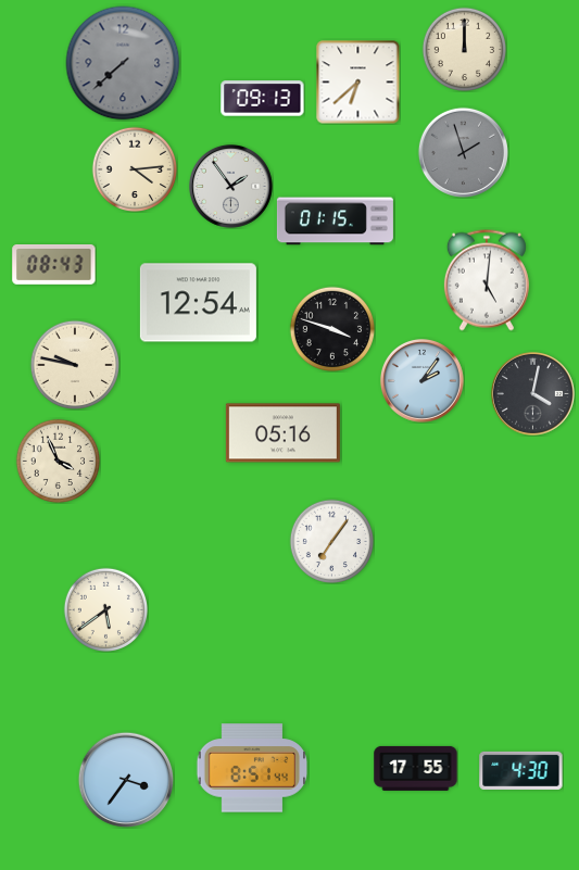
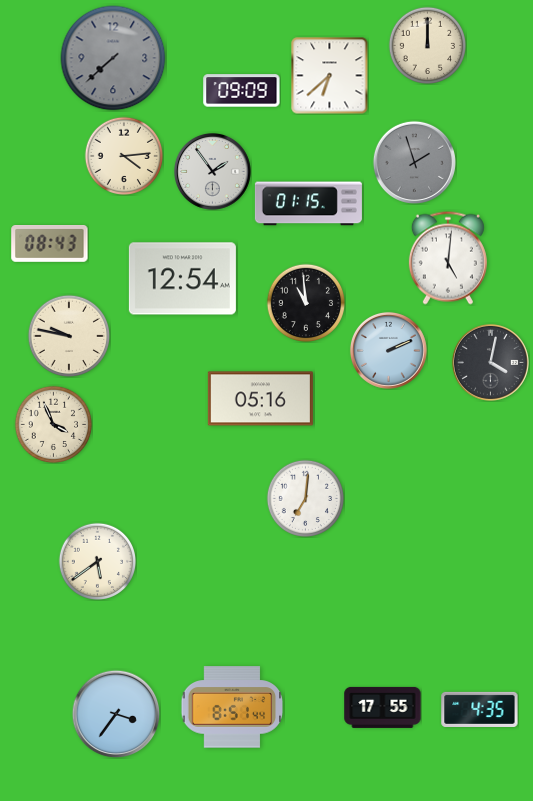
clock at (263, 99): 09:13 -> 09:09
clock at (463, 152) position: (463, 152) -> (414, 162)
clock at (331, 328): 3:48 -> 10:59
clock at (421, 380): 2:06 -> 2:11
clock at (331, 541): 7:06 -> 7:01
clock at (521, 770): 4:30 -> 4:35
clock at (126, 780) position: (126, 780) -> (116, 714)
